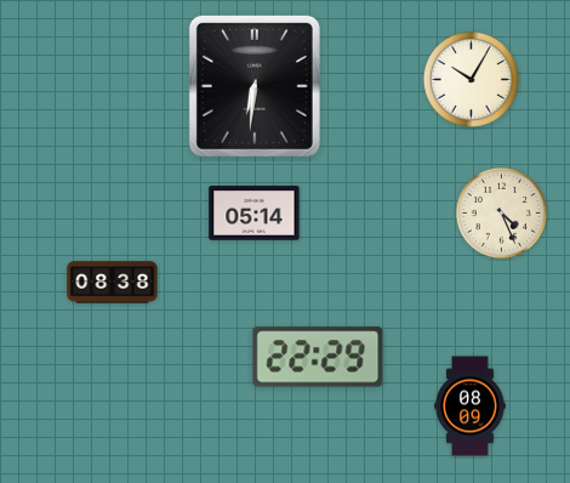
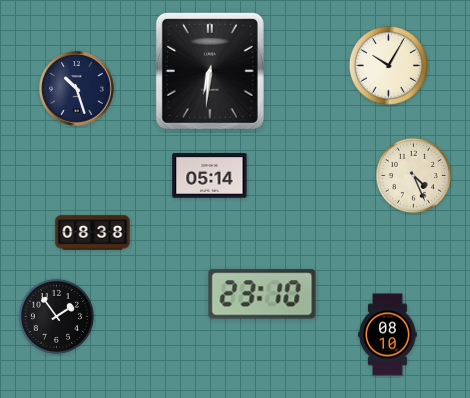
clock at (77, 89): none -> 10:27
clock at (318, 357): 22:29 -> 23:10
clock at (56, 316): none -> 1:54
clock at (471, 407): 08:09 -> 08:10
